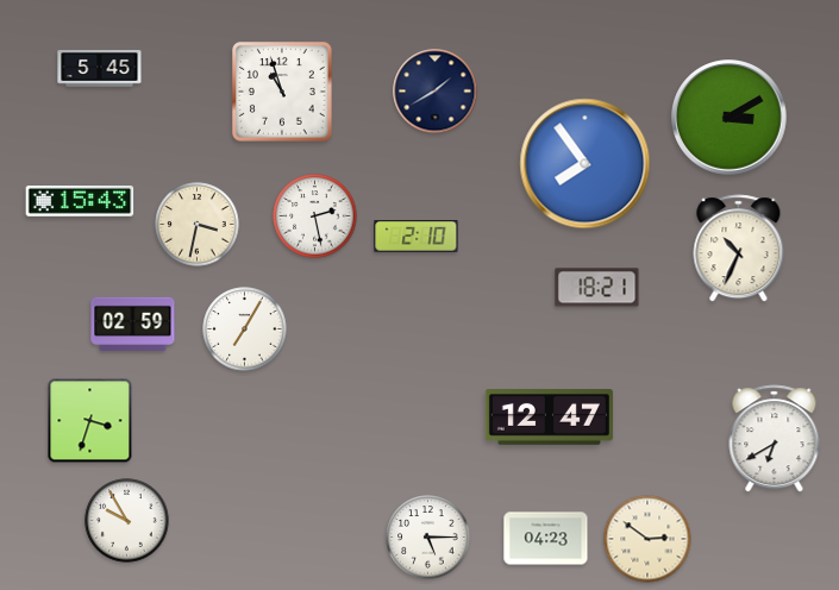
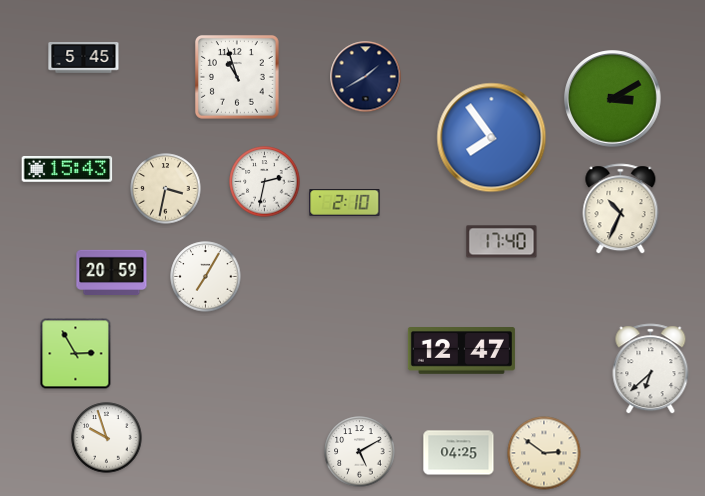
clock at (315, 216): 2:28 -> 2:32
clock at (417, 237) position: (417, 237) -> (345, 203)
clock at (597, 288): 18:21 -> 17:40
clock at (133, 324): 02:59 -> 20:59
clock at (90, 421): 3:33 -> 2:55
clock at (775, 439): 6:40 -> 6:38
clock at (127, 521): 9:55 -> 9:57
clock at (428, 538): 5:15 -> 5:10
clock at (546, 539): 04:23 -> 04:25
